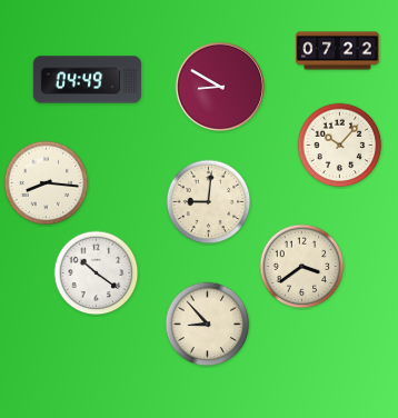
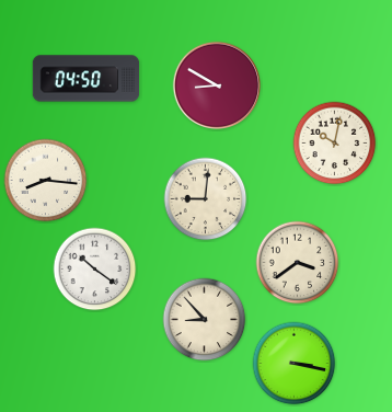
clock at (338, 51): 07:22 -> none
clock at (88, 80): 04:49 -> 04:50
clock at (340, 146): 10:07 -> 10:02
clock at (295, 364): none -> 3:17
